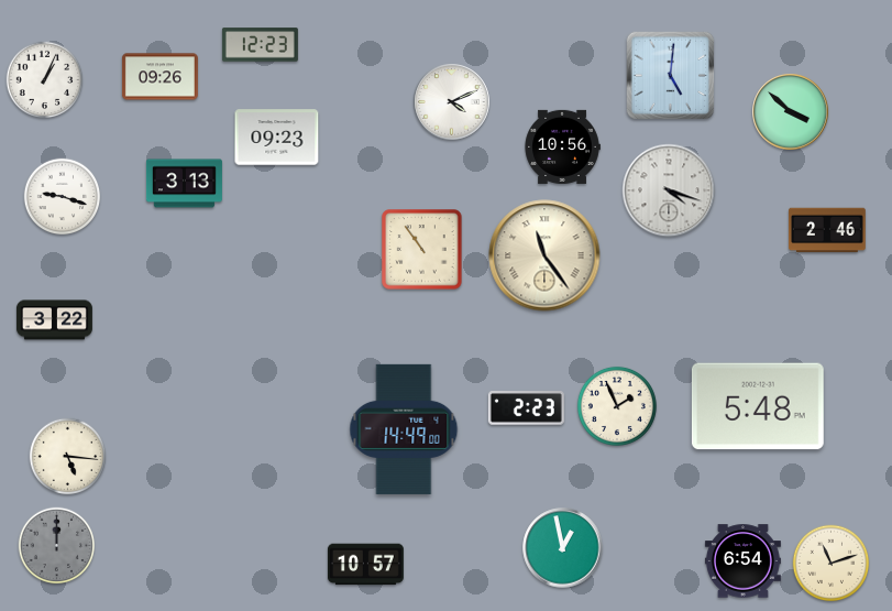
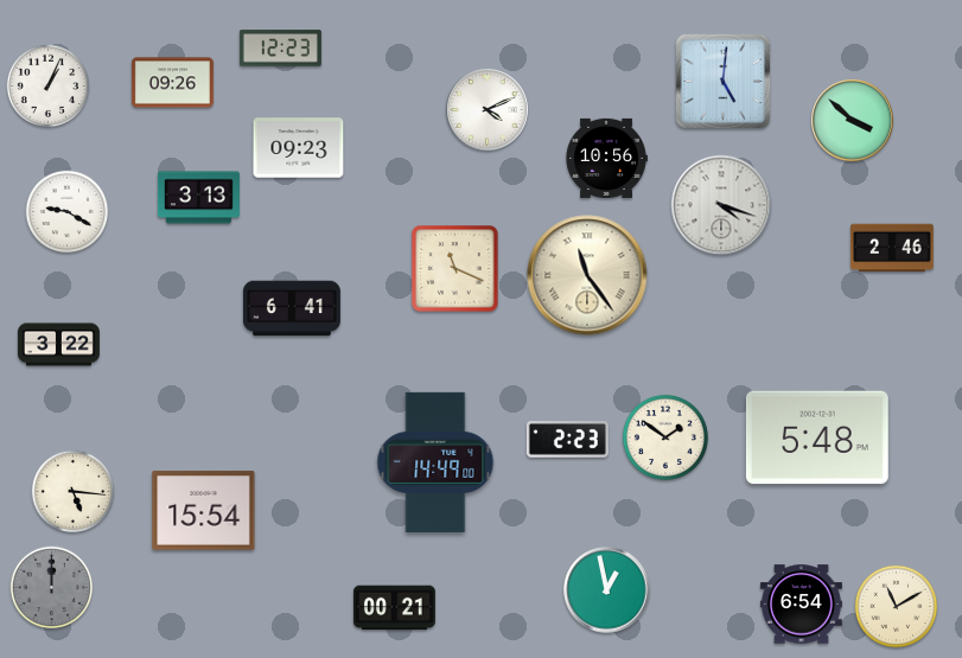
clock at (63, 197): 9:18 -> 9:20
clock at (422, 250): 10:54 -> 11:19
clock at (292, 308): none -> 6:41
clock at (617, 406): 1:56 -> 1:51
clock at (204, 511): none -> 15:54
clock at (57, 546) position: (57, 546) -> (52, 588)
clock at (832, 564): 11:12 -> 11:10
clock at (365, 565): 10:57 -> 00:21
